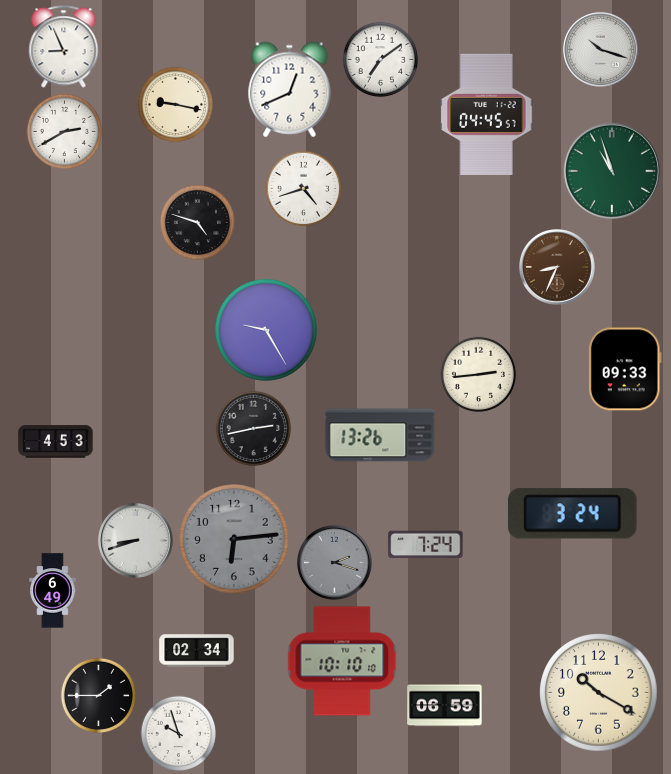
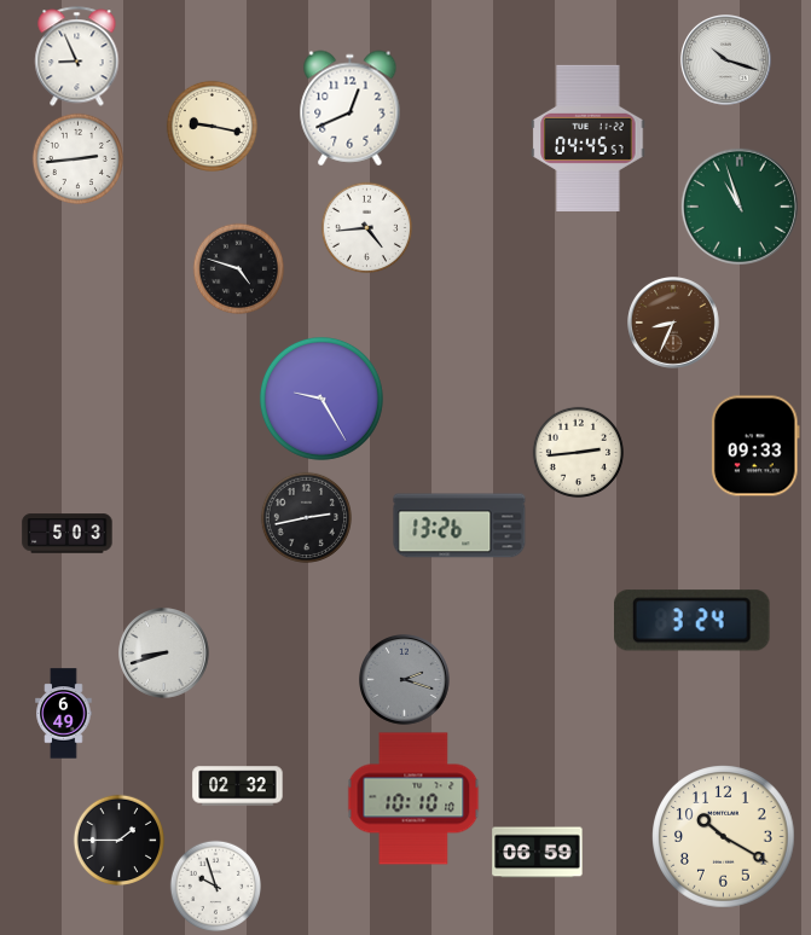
clock at (380, 59): 7:09 -> none
clock at (64, 131): 2:40 -> 2:44
clock at (303, 188): 4:42 -> 4:44
clock at (56, 442): 4:53 -> 5:03
clock at (235, 540): 6:14 -> none
clock at (426, 545): 7:24 -> none
clock at (197, 651): 02:34 -> 02:32
